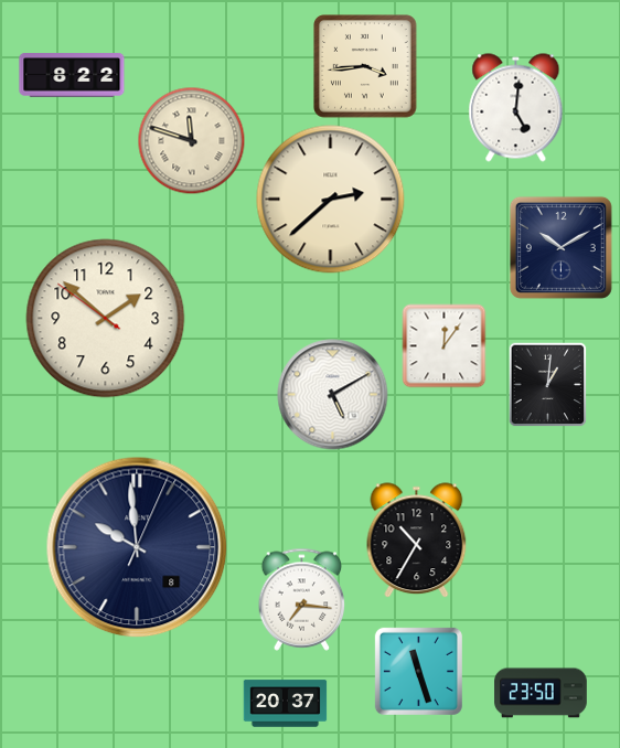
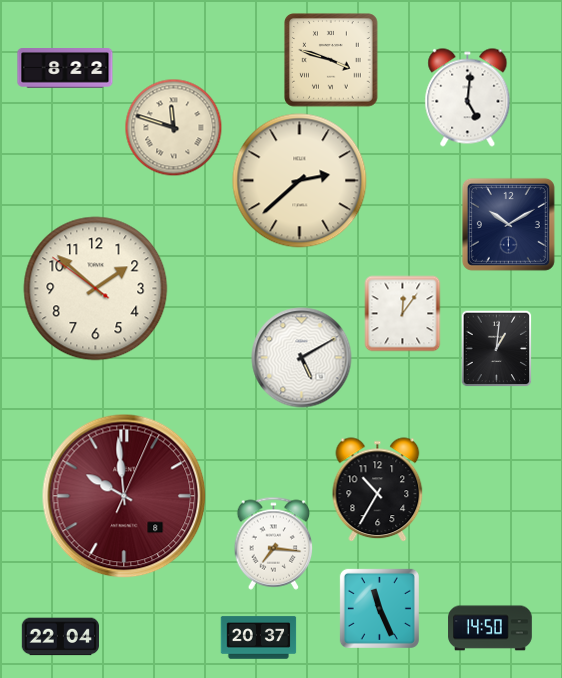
clock at (365, 66): 3:44 -> 3:48
clock at (137, 547) dial: navy -> burgundy
clock at (418, 671): 11:27 -> 11:26
clock at (541, 693): 23:50 -> 14:50
clock at (60, 637): none -> 22:04
